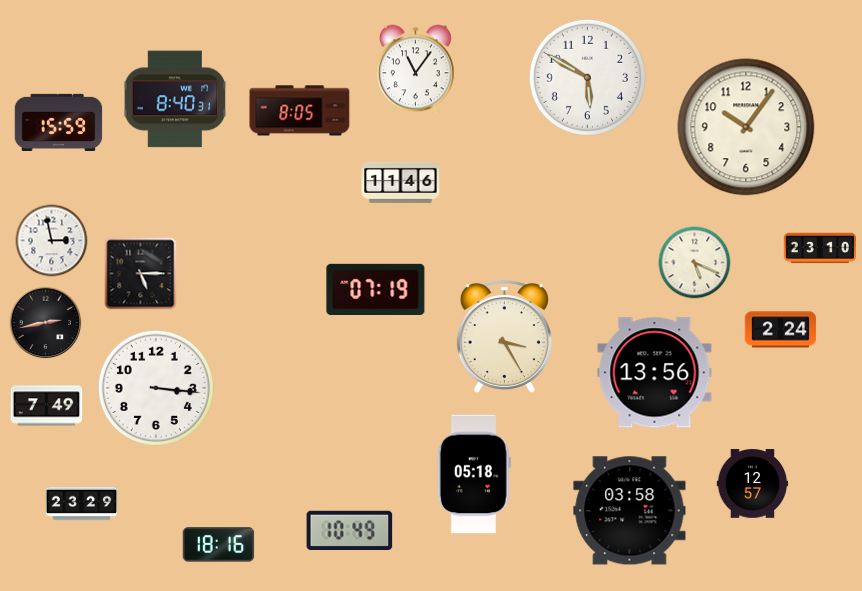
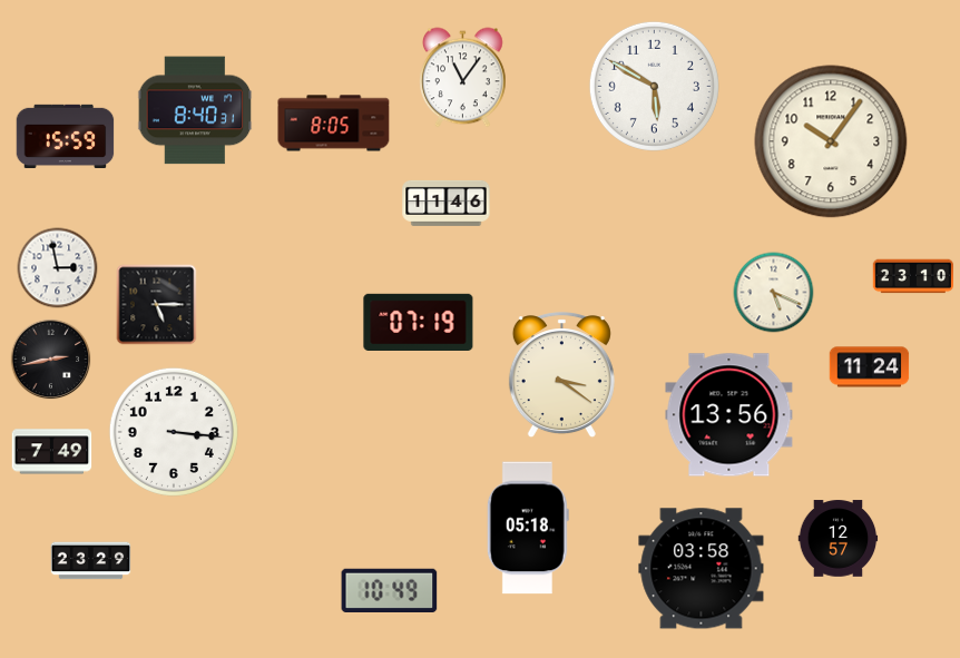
clock at (781, 330): 2:24 -> 11:24
clock at (504, 337): 3:25 -> 3:21
clock at (219, 545): 18:16 -> none
